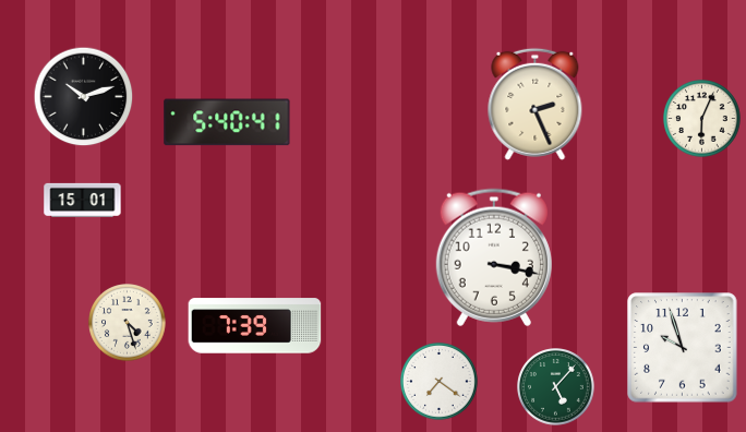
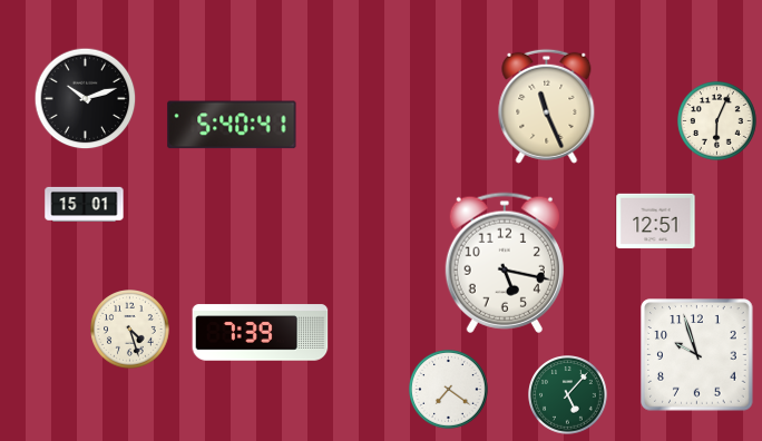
clock at (536, 104): 2:26 -> 11:26
clock at (656, 222): none -> 12:51
clock at (494, 257): 3:17 -> 5:17
